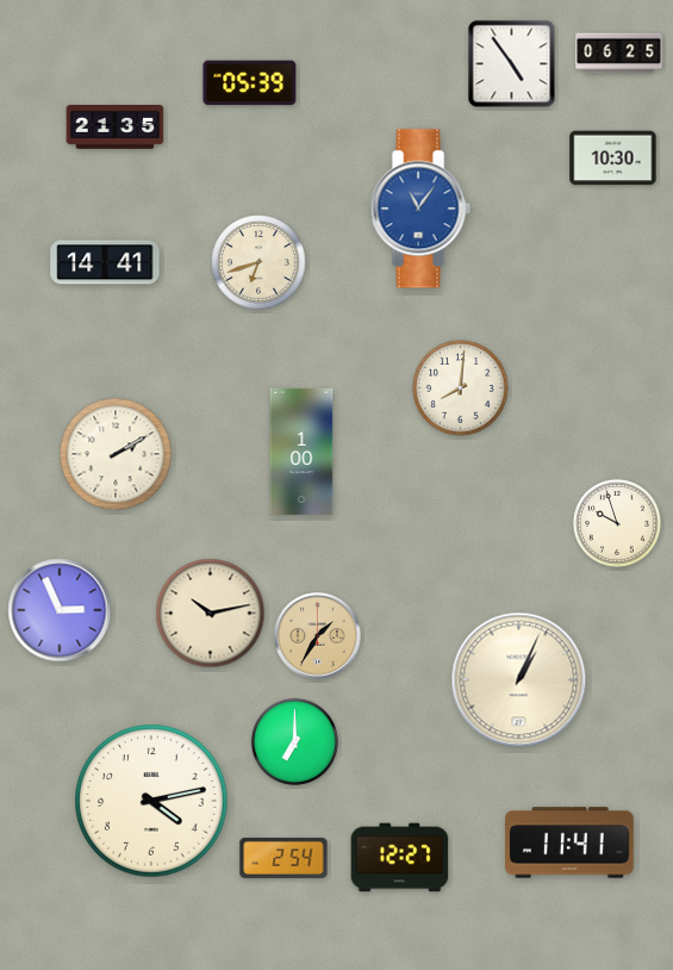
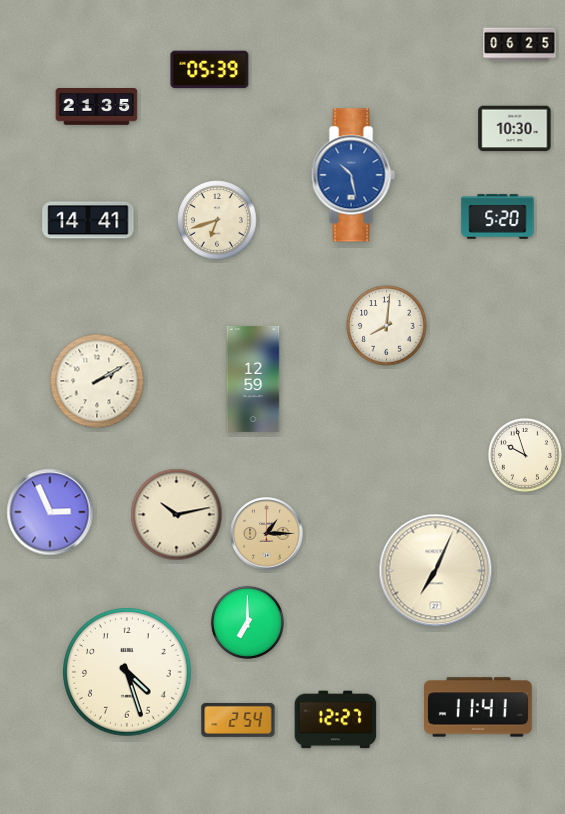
clock at (512, 64): 4:54 -> none
clock at (613, 158) position: (613, 158) -> (515, 129)
clock at (420, 209): 11:06 -> 10:28
clock at (498, 217): none -> 5:20
clock at (301, 452): 1:00 -> 12:59
clock at (617, 523) position: (617, 523) -> (525, 455)
clock at (318, 636): 1:35 -> 1:15
clock at (519, 680): 1:04 -> 7:04
clock at (151, 801): 4:13 -> 4:27
